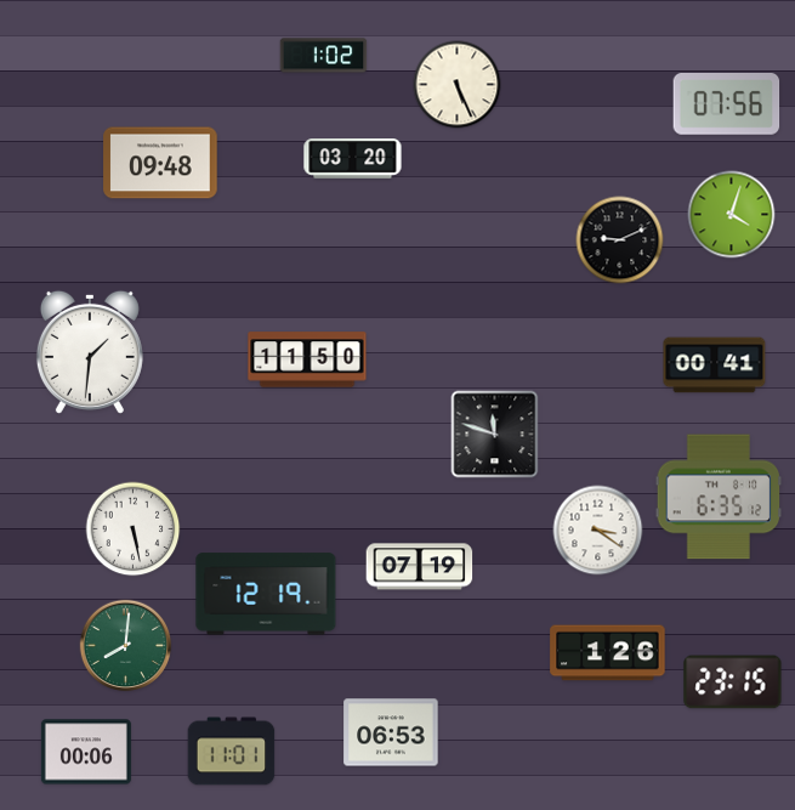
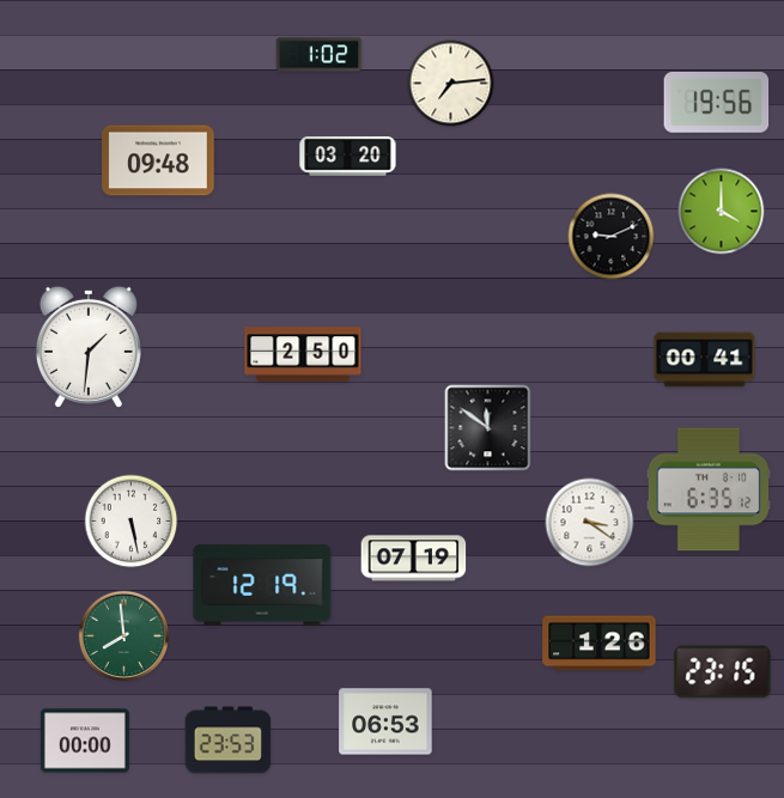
clock at (458, 85): 5:26 -> 7:14
clock at (727, 103): 07:56 -> 19:56
clock at (732, 215): 4:03 -> 4:00
clock at (307, 359): 11:50 -> 2:50
clock at (495, 435): 11:48 -> 11:51
clock at (126, 646): 8:01 -> 7:59
clock at (86, 752): 00:06 -> 00:00
clock at (232, 752): 11:01 -> 23:53
